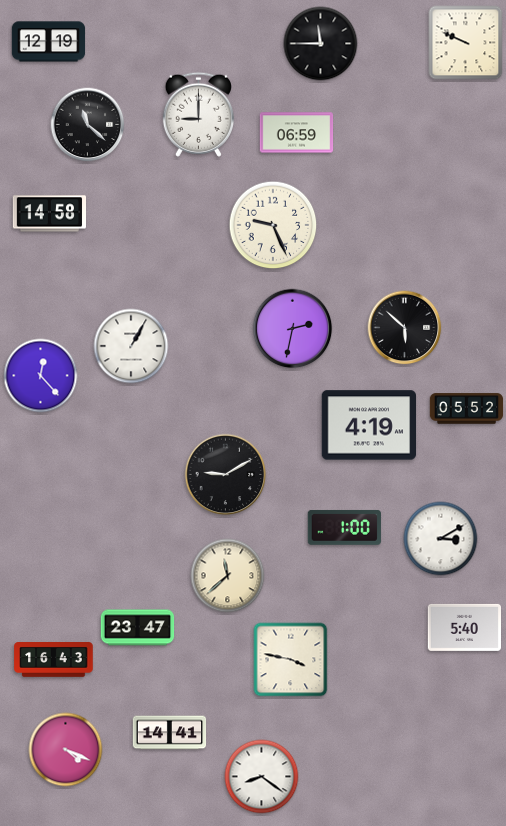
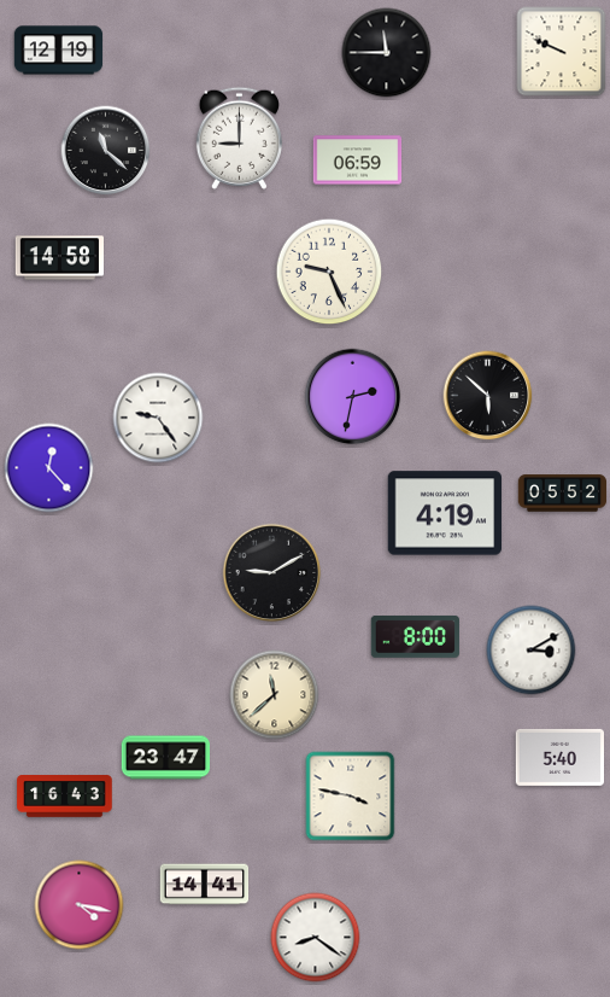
clock at (131, 346): 1:05 -> 9:24
clock at (41, 376) position: (41, 376) -> (49, 468)
clock at (344, 527): 1:00 -> 8:00
clock at (66, 750): 4:19 -> 4:17
